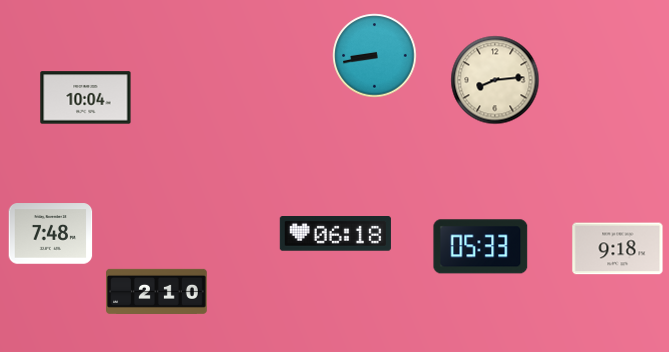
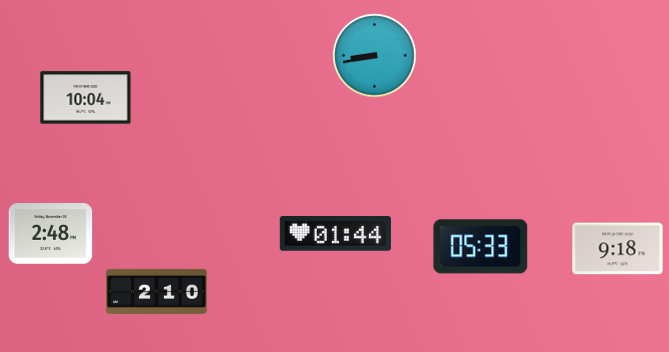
clock at (495, 80): 8:14 -> none
clock at (51, 234): 7:48 -> 2:48
clock at (335, 234): 06:18 -> 01:44
